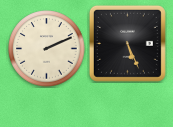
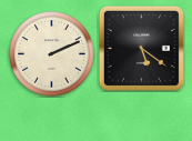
clock at (127, 43): 5:26 -> 5:21
